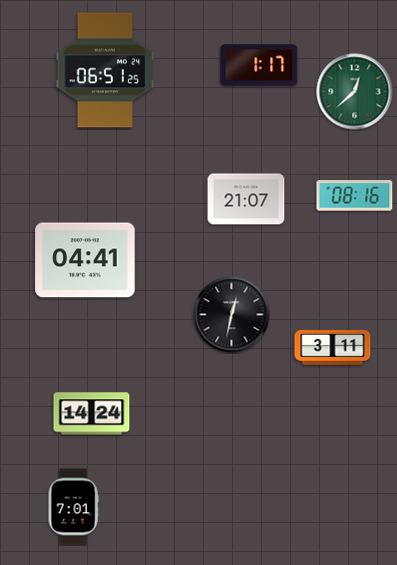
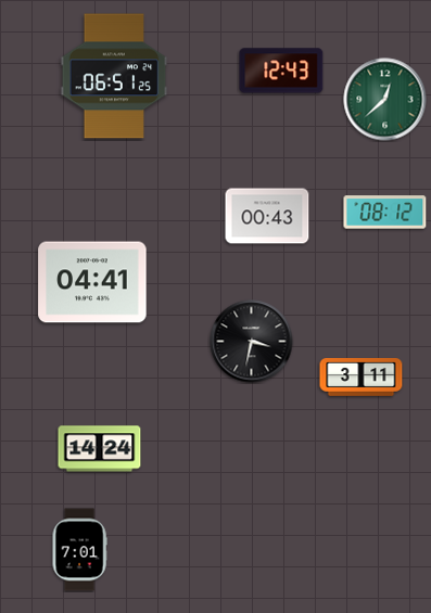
clock at (259, 65): 1:17 -> 12:43
clock at (355, 196): 08:16 -> 08:12
clock at (246, 199): 21:07 -> 00:43
clock at (232, 315): 12:32 -> 3:32
